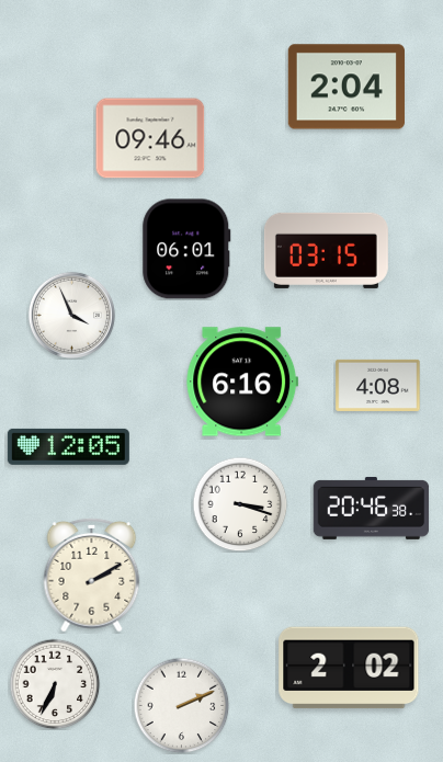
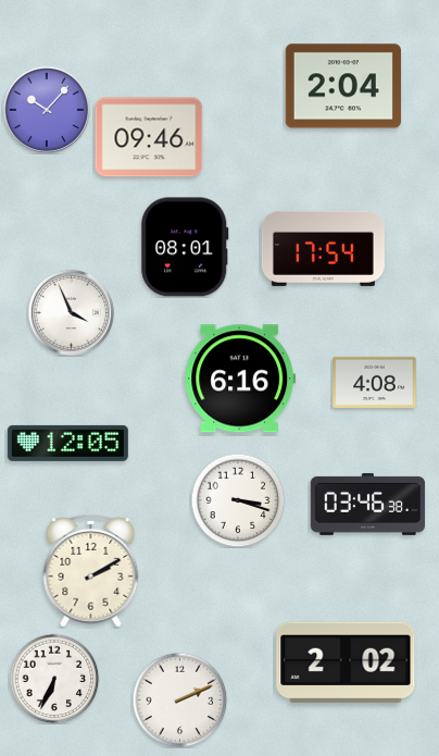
clock at (47, 110): none -> 10:07
clock at (186, 249): 06:01 -> 08:01
clock at (326, 250): 03:15 -> 17:54
clock at (372, 508): 20:46 -> 03:46
